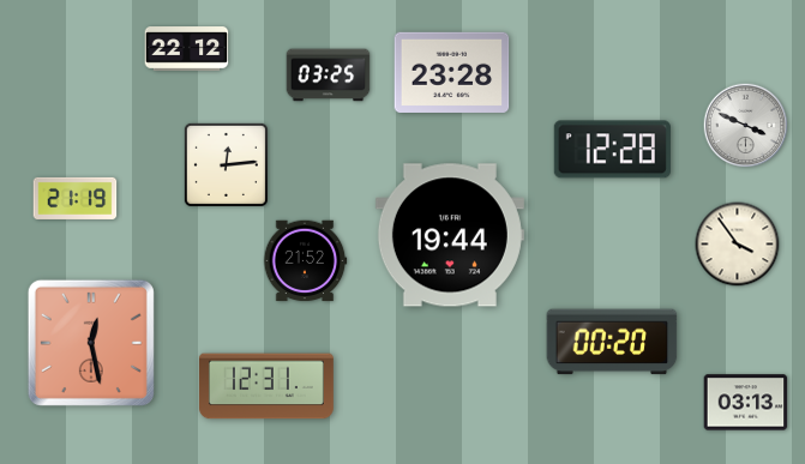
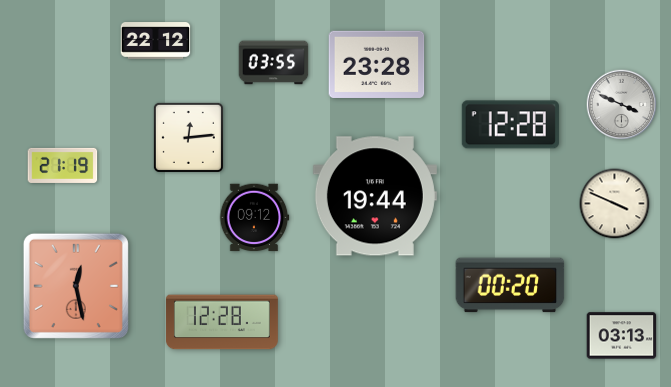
clock at (452, 72) position: (452, 72) -> (377, 64)
clock at (329, 76): 03:25 -> 03:55
clock at (738, 245): 3:54 -> 3:49
clock at (305, 261): 21:52 -> 09:12
clock at (266, 386): 12:31 -> 12:28
